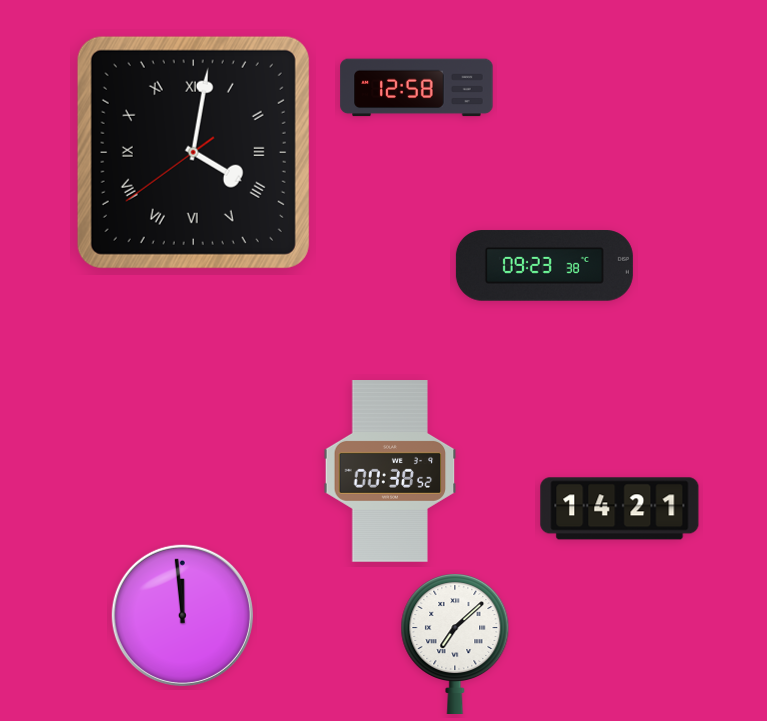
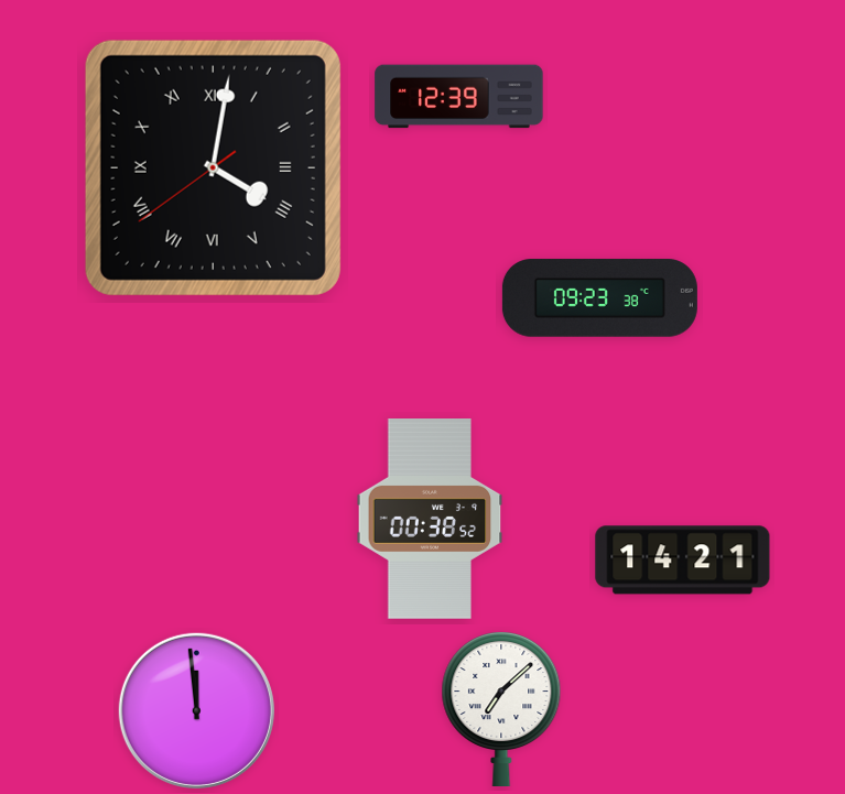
clock at (417, 88): 12:58 -> 12:39
clock at (544, 266) position: (544, 266) -> (599, 298)
clock at (182, 615) position: (182, 615) -> (196, 710)
